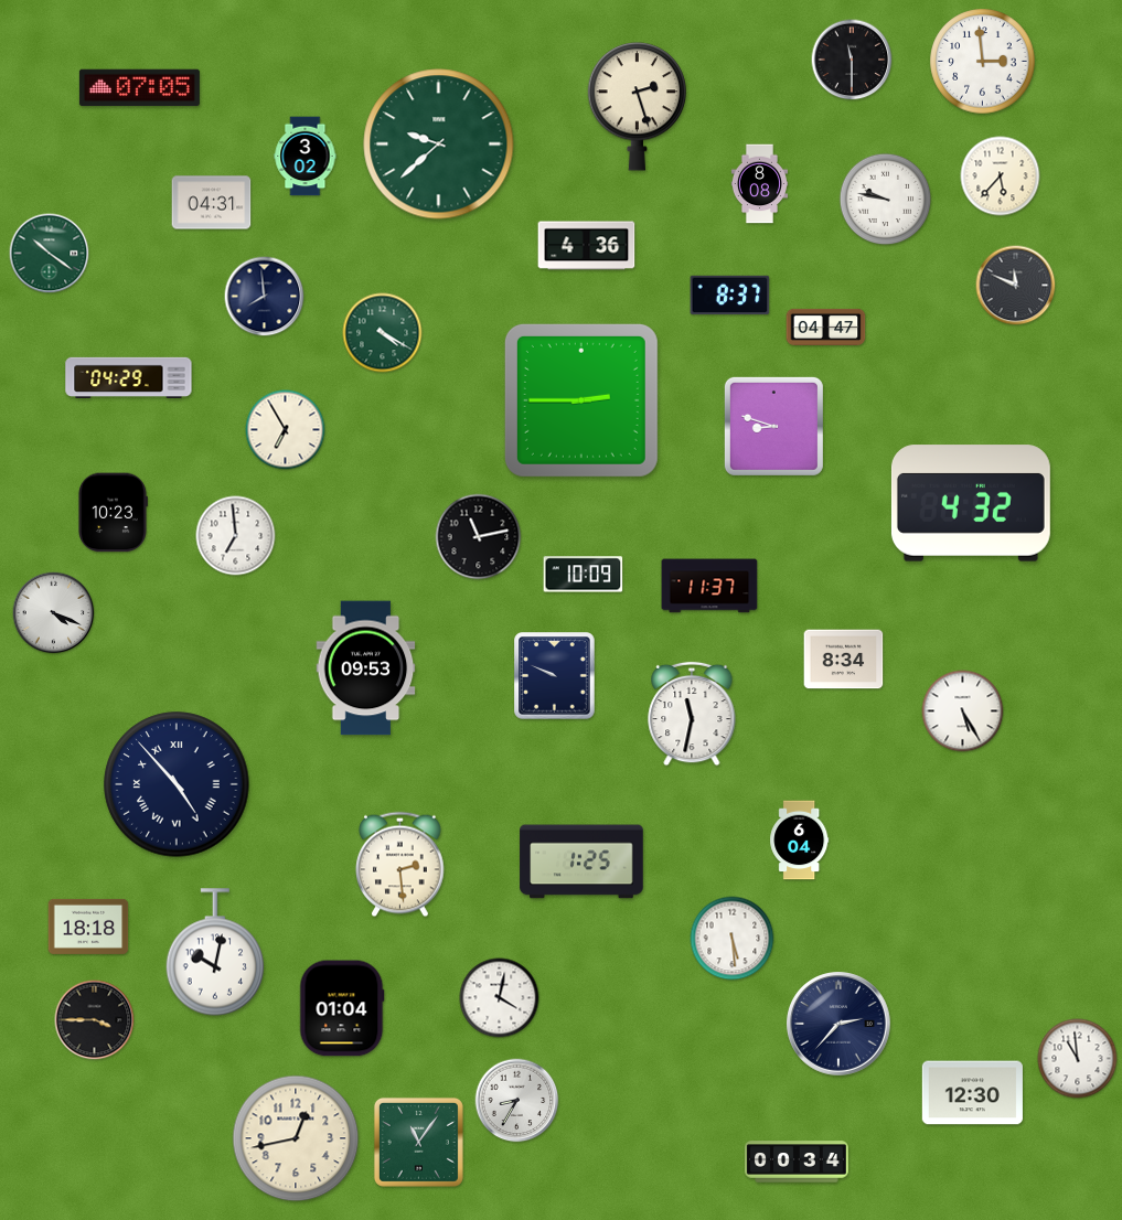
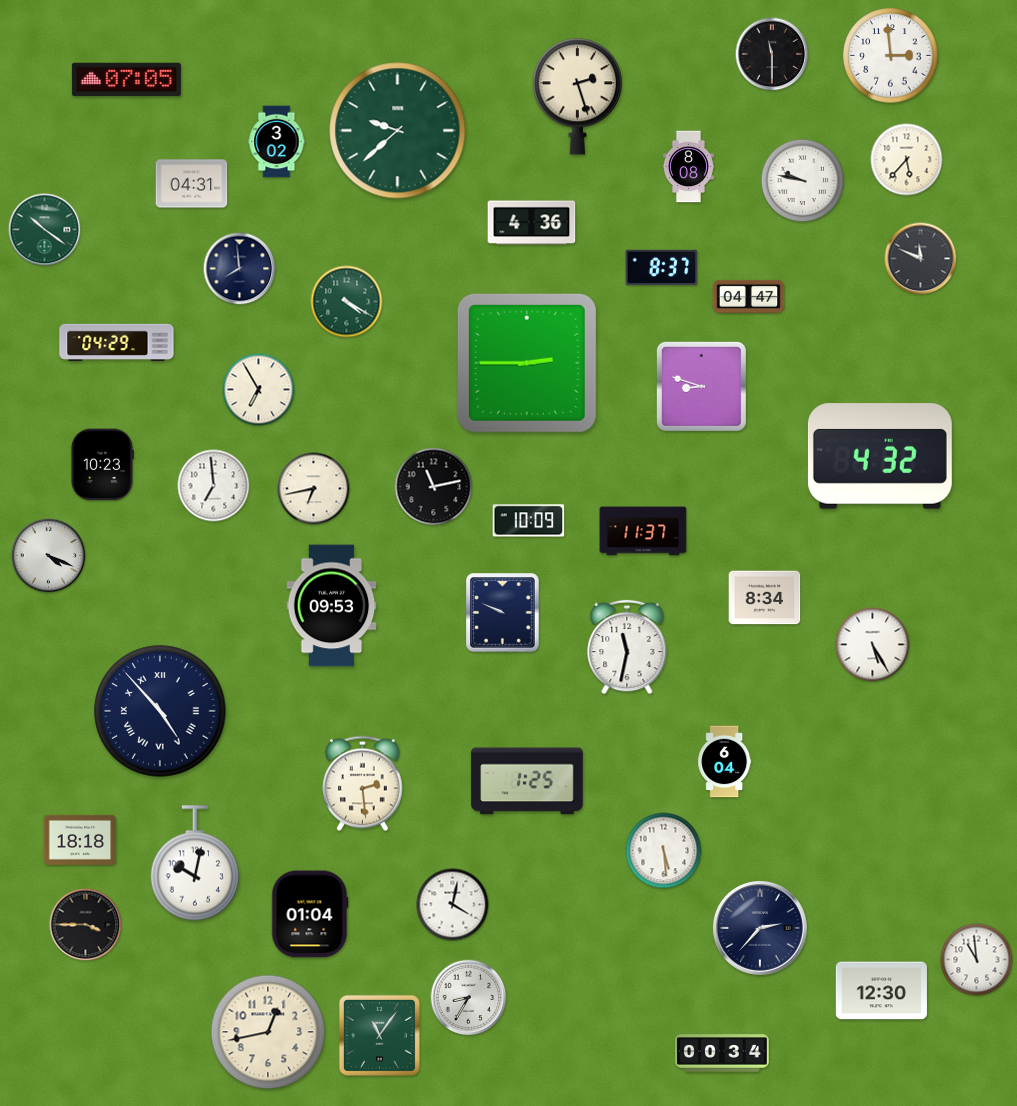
clock at (314, 489): none -> 6:43
